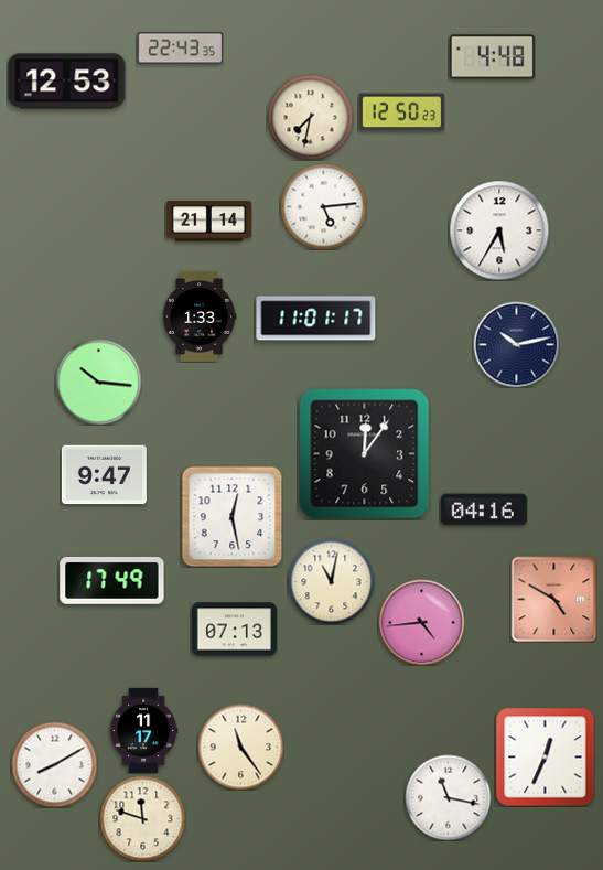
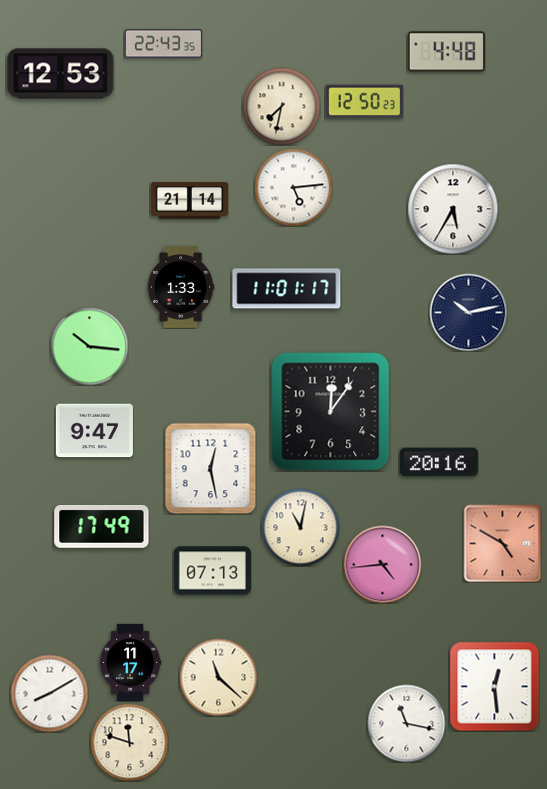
clock at (484, 509): 04:16 -> 20:16
clock at (240, 747): 11:24 -> 11:22
clock at (545, 756): 12:34 -> 12:29
